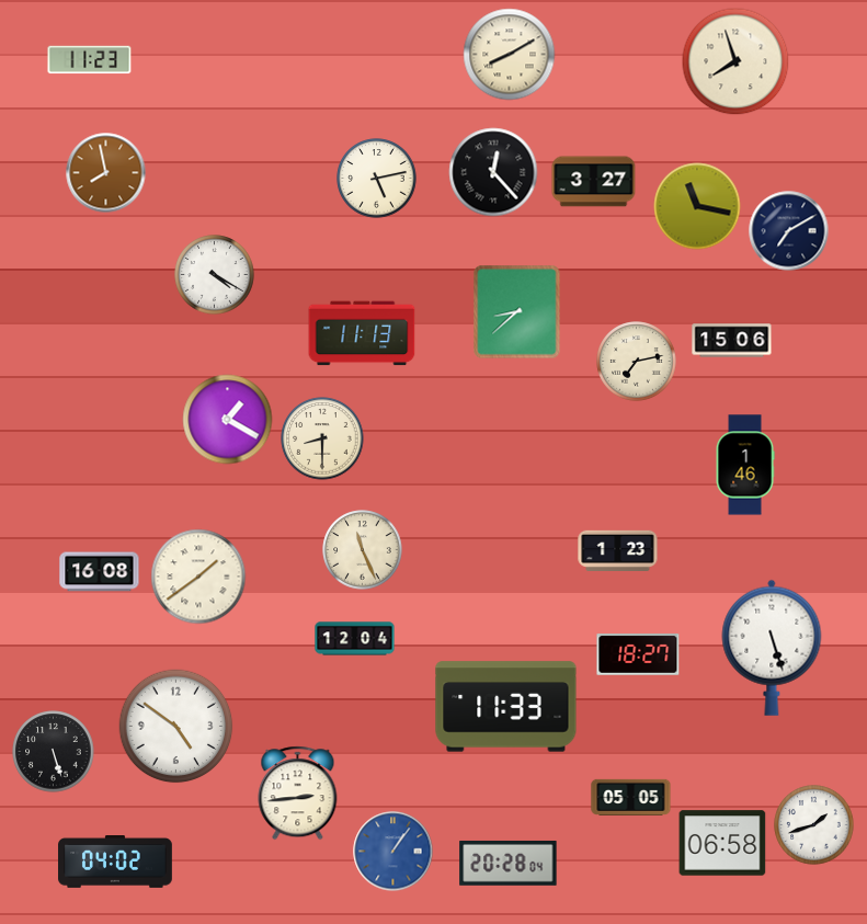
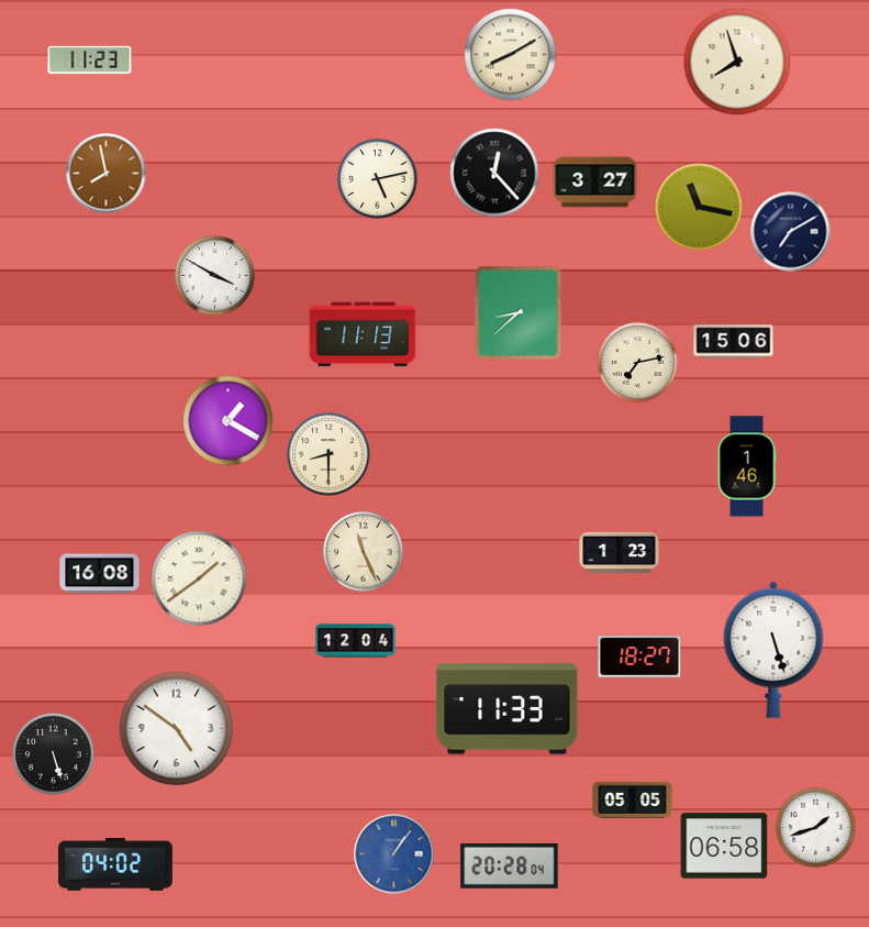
clock at (215, 275): 4:20 -> 3:50
clock at (322, 438) position: (322, 438) -> (328, 454)
clock at (298, 794): 2:44 -> none
